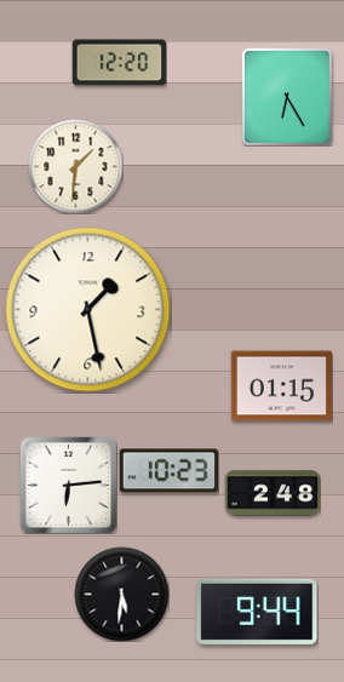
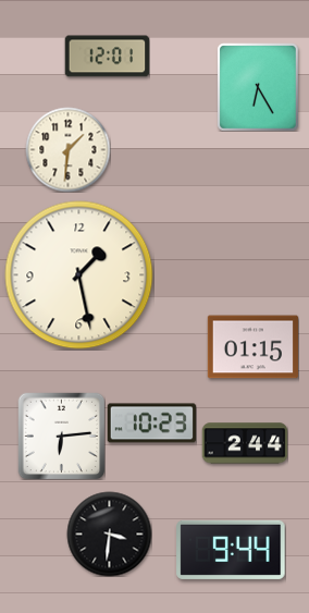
clock at (119, 63): 12:20 -> 12:01
clock at (88, 310) position: (88, 310) -> (79, 275)
clock at (273, 493): 2:48 -> 2:44
clock at (121, 594): 5:31 -> 3:31
